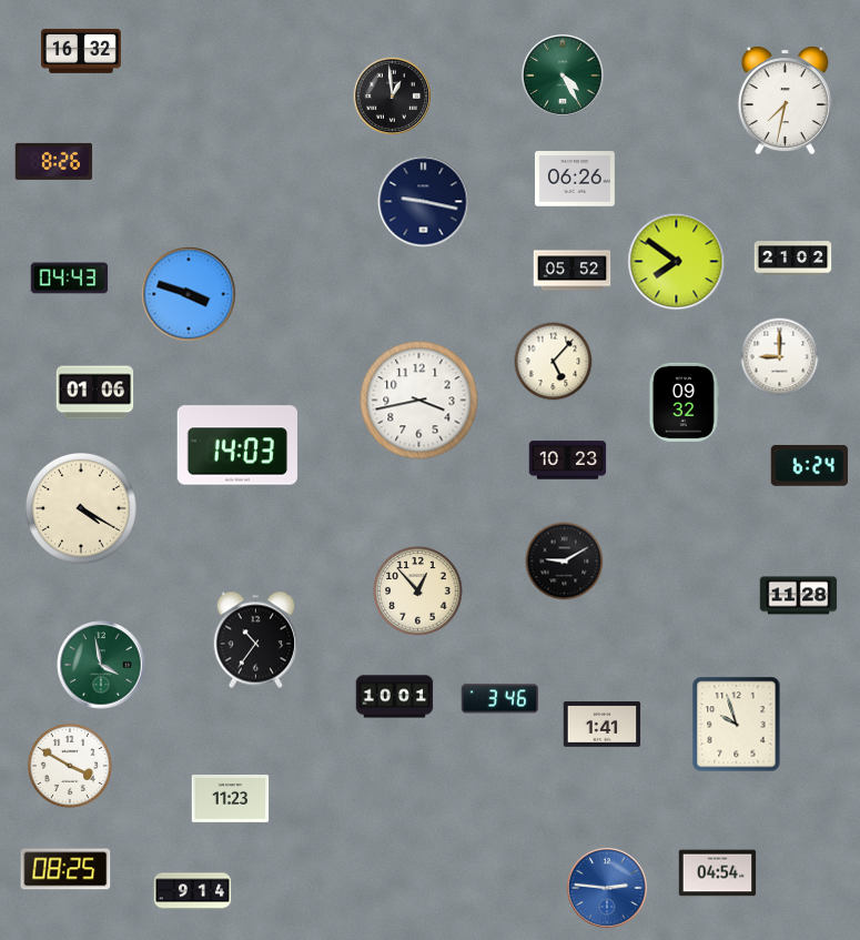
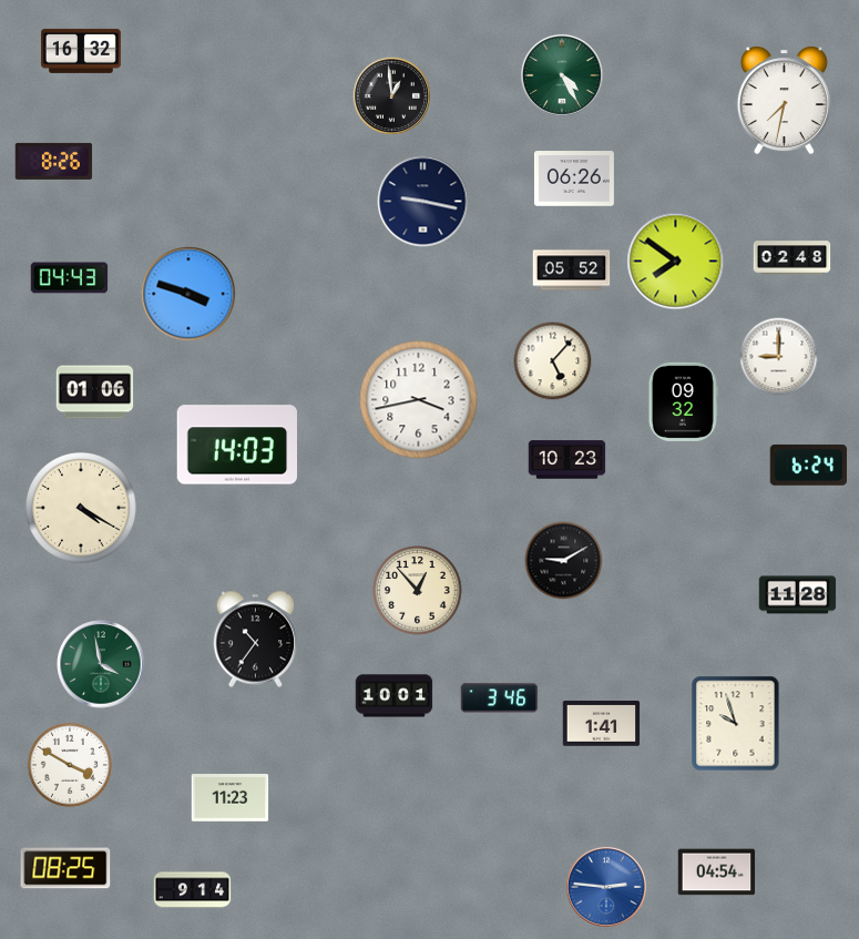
clock at (793, 259): 21:02 -> 02:48
